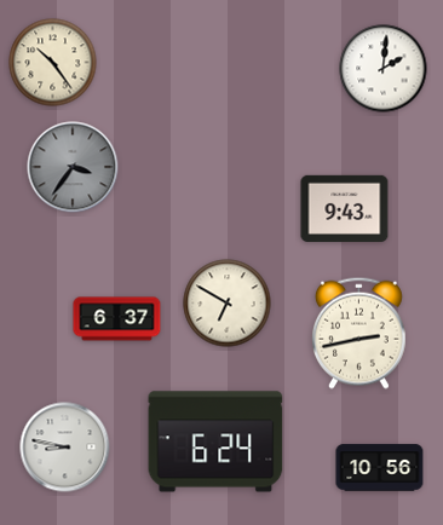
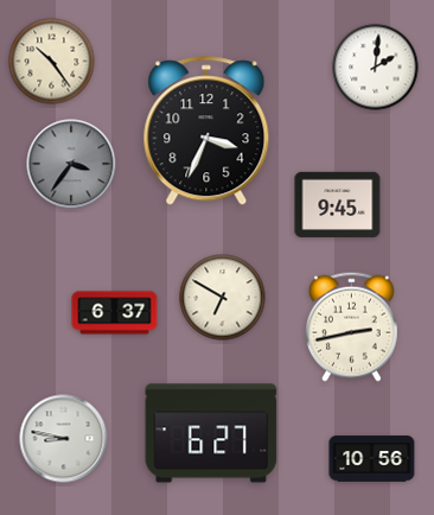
clock at (206, 132): none -> 3:34
clock at (345, 208): 9:43 -> 9:45
clock at (215, 442): 6:24 -> 6:27
